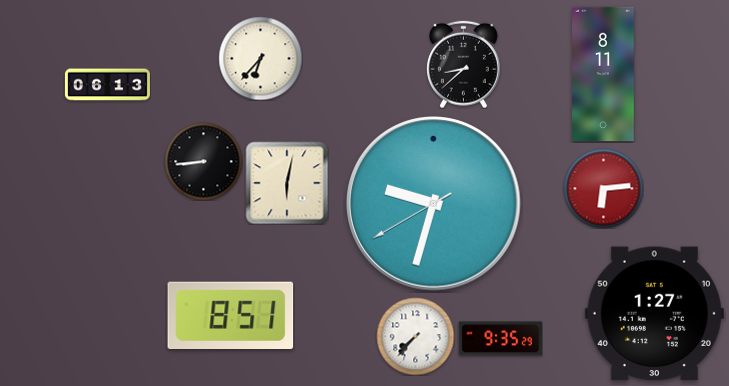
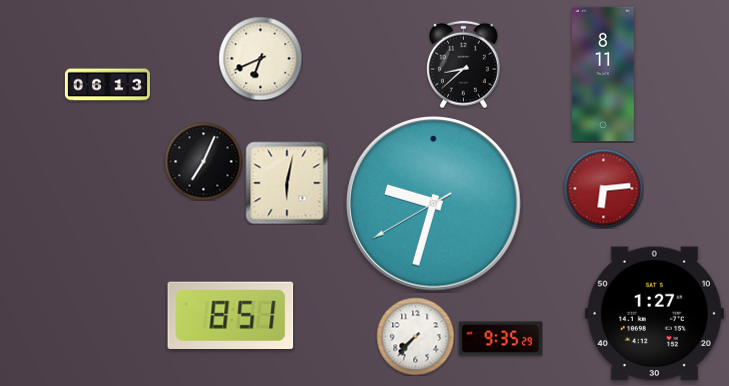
clock at (260, 58): 6:37 -> 6:41
clock at (203, 161): 8:44 -> 7:04
